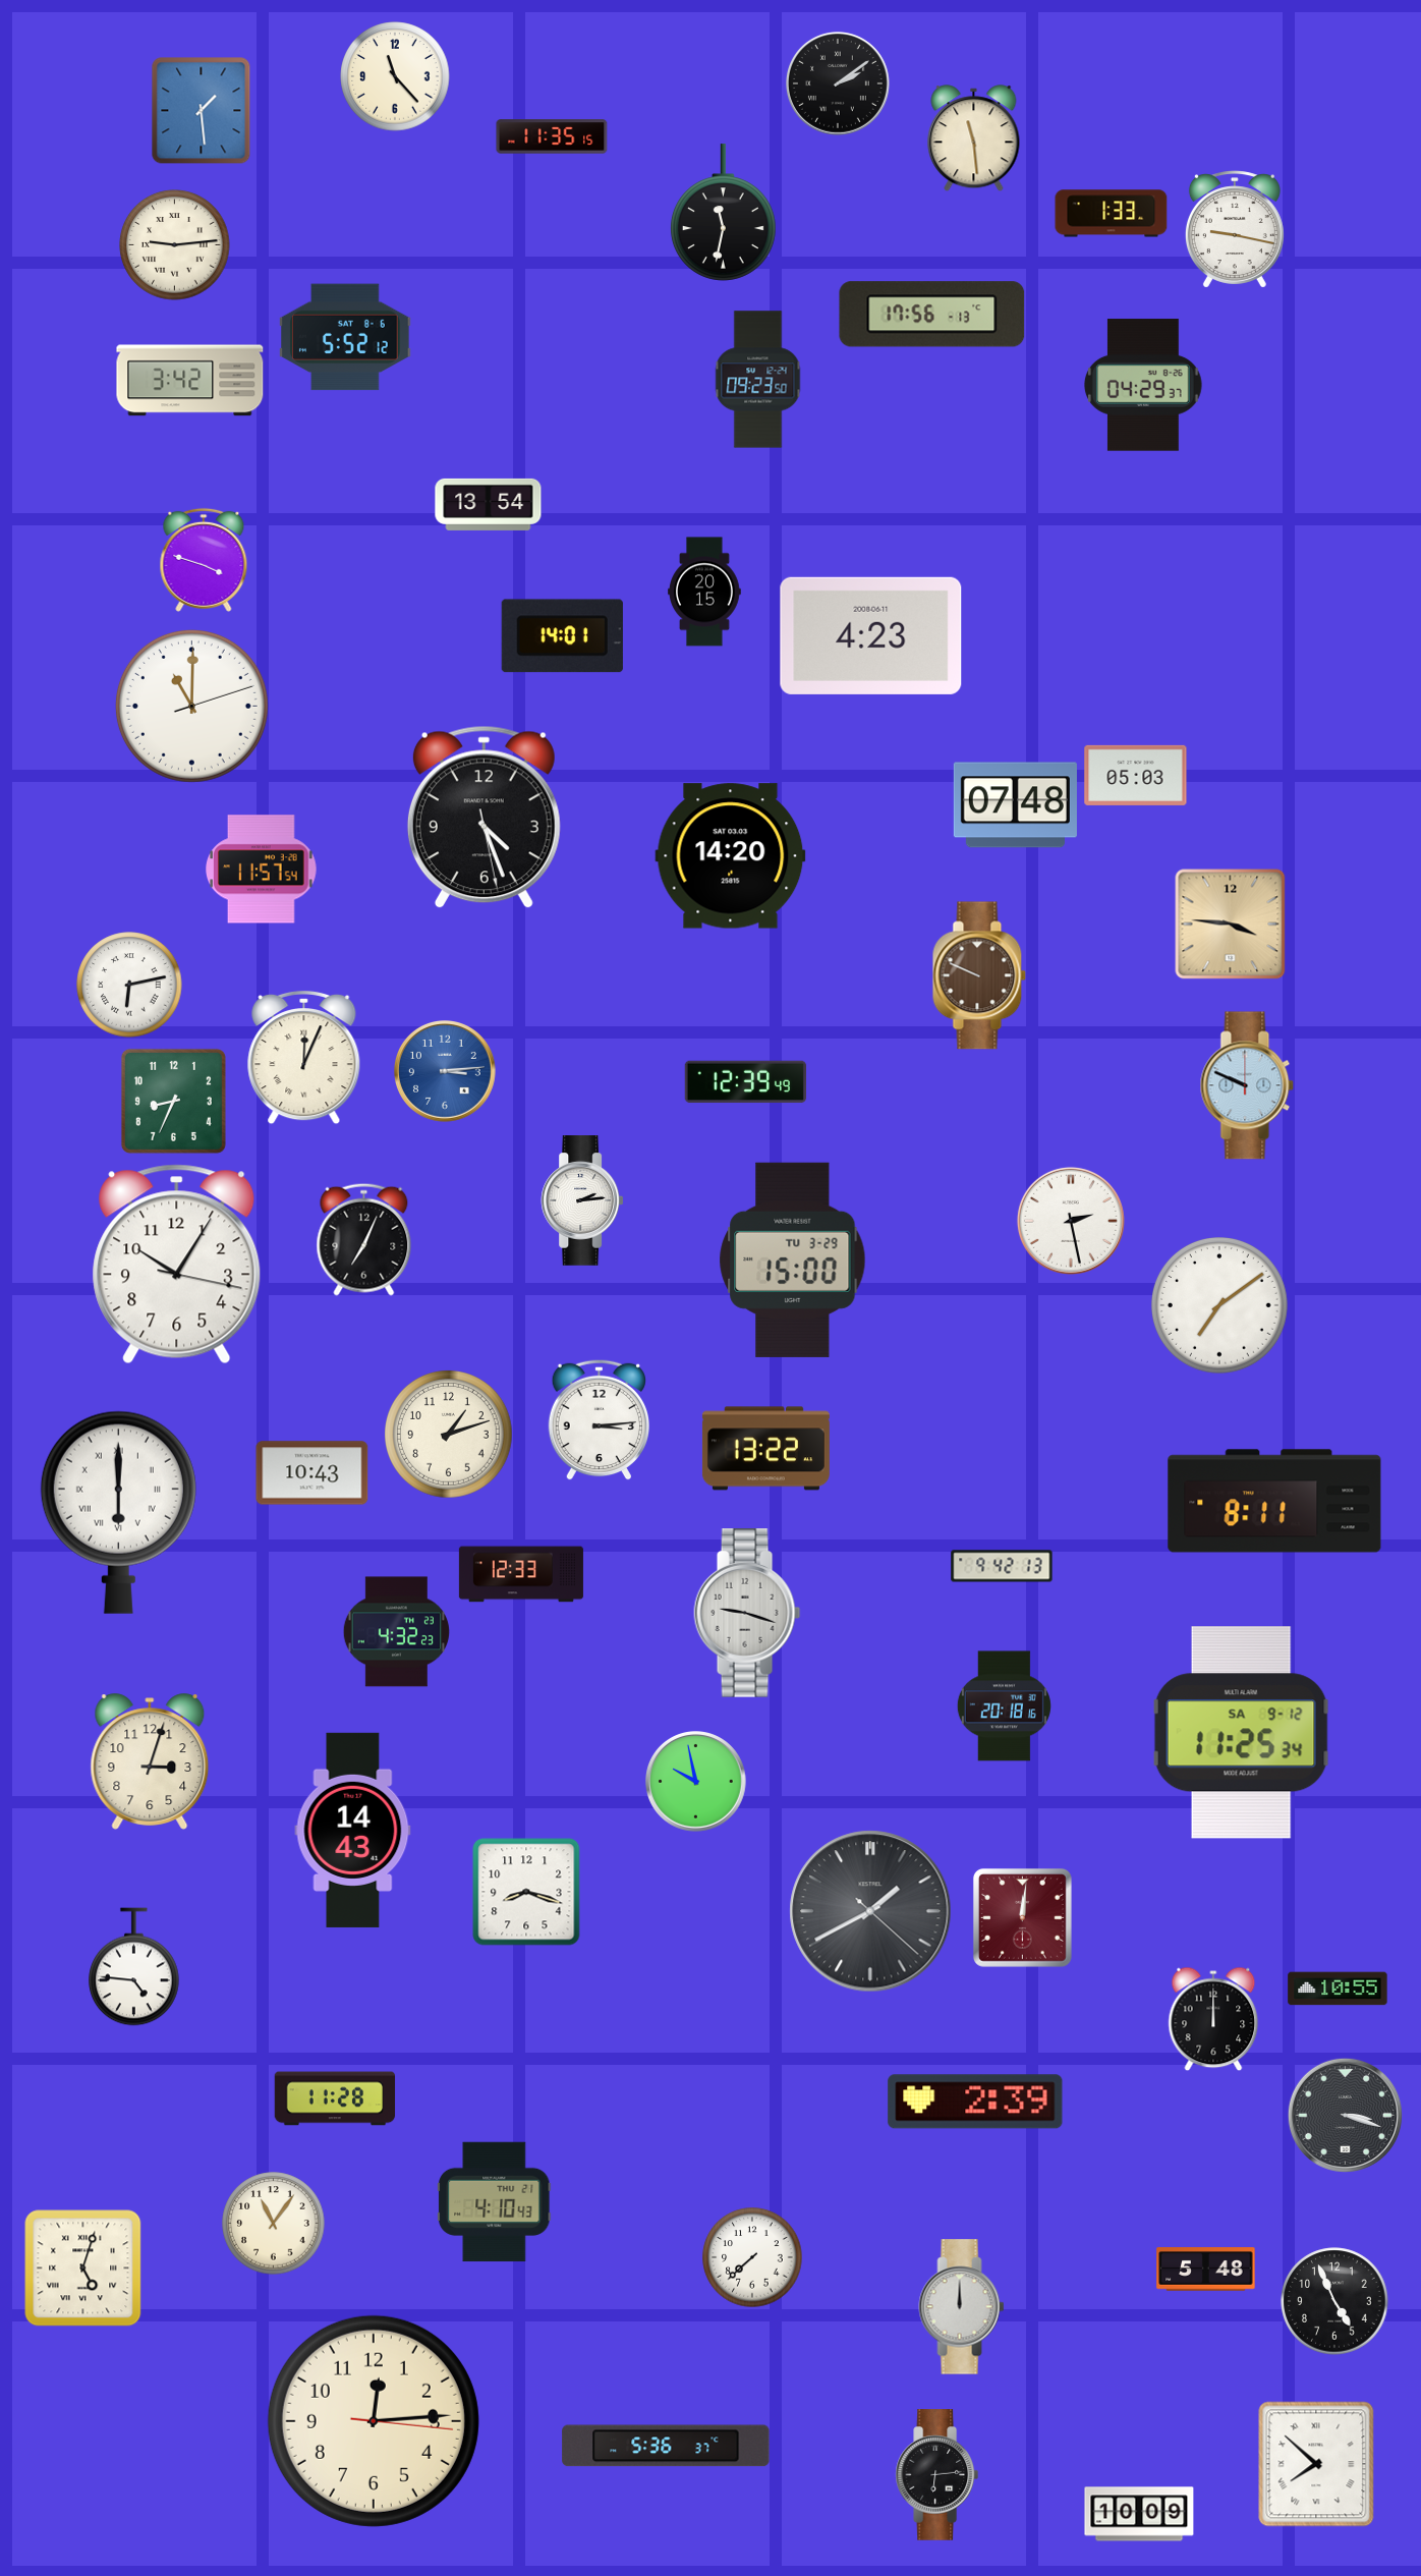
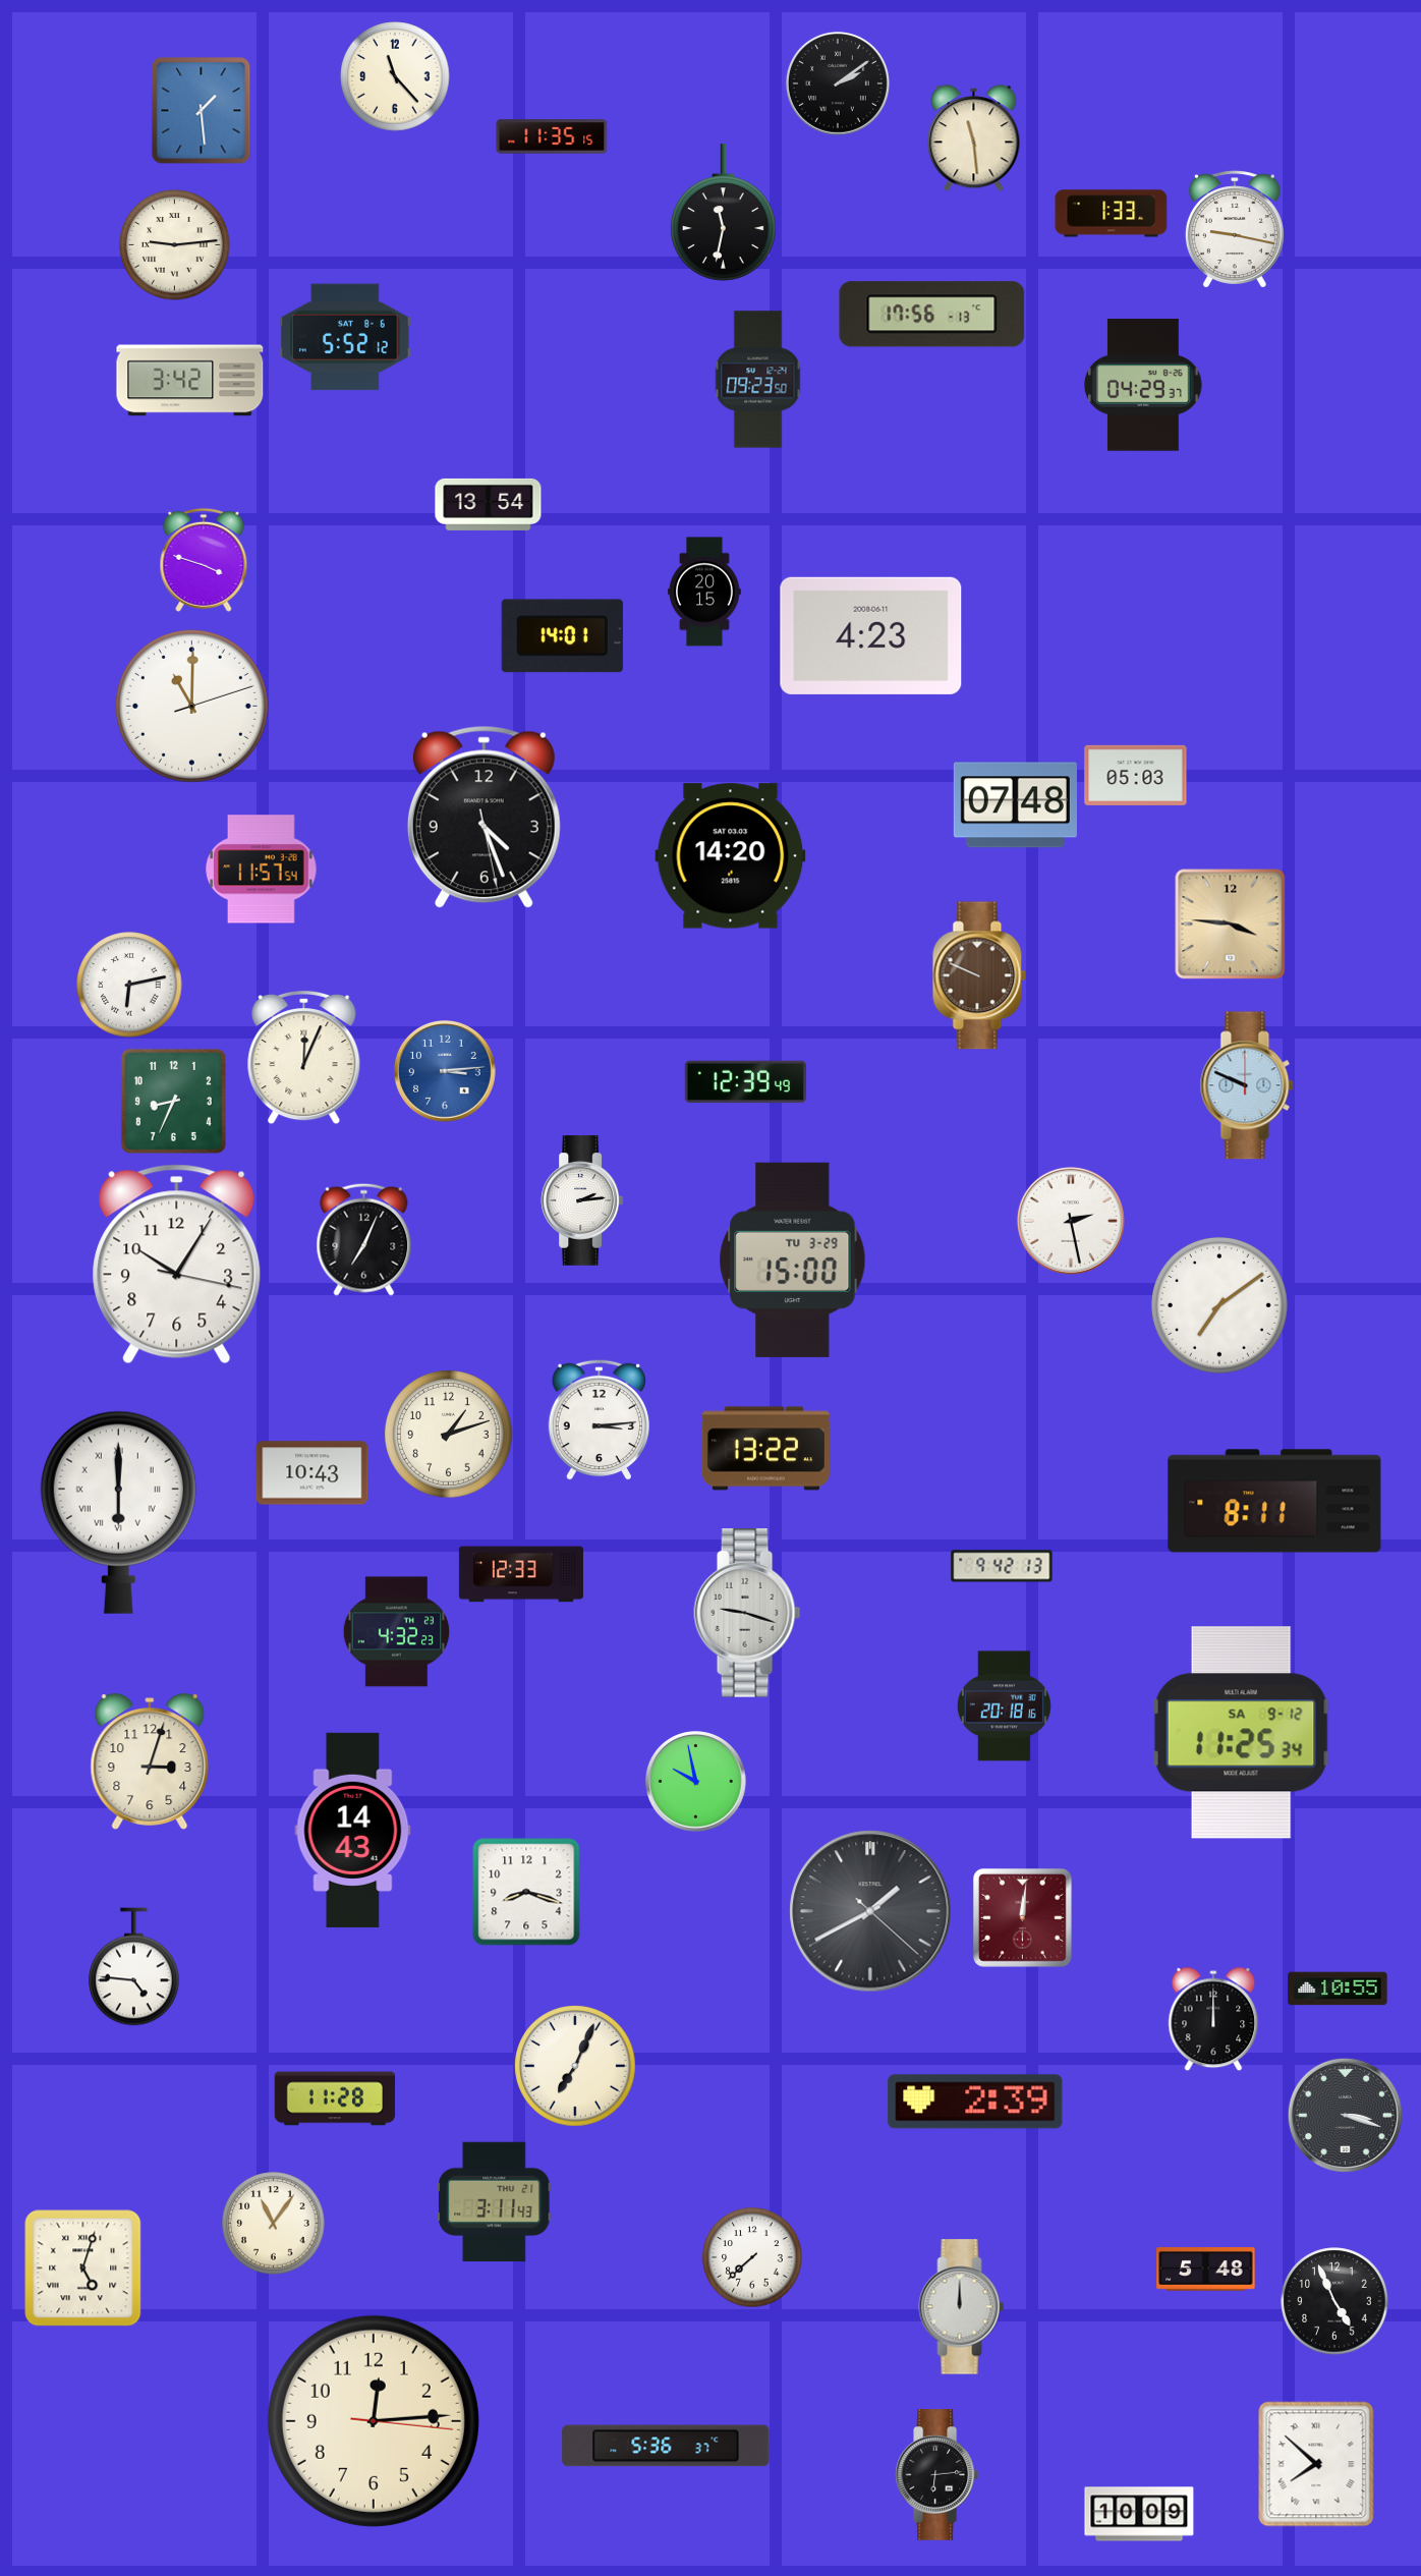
clock at (575, 2066): none -> 7:04
clock at (495, 2202): 4:10 -> 3:11
